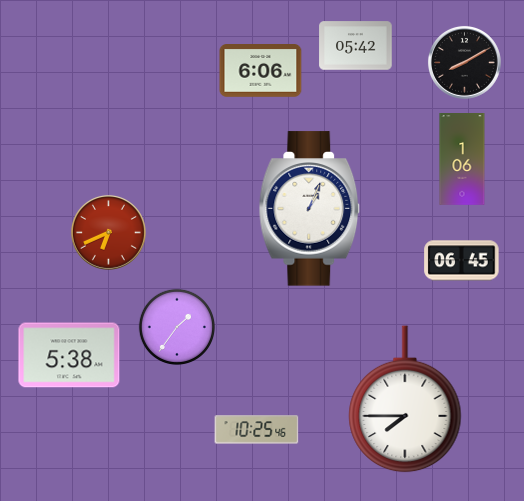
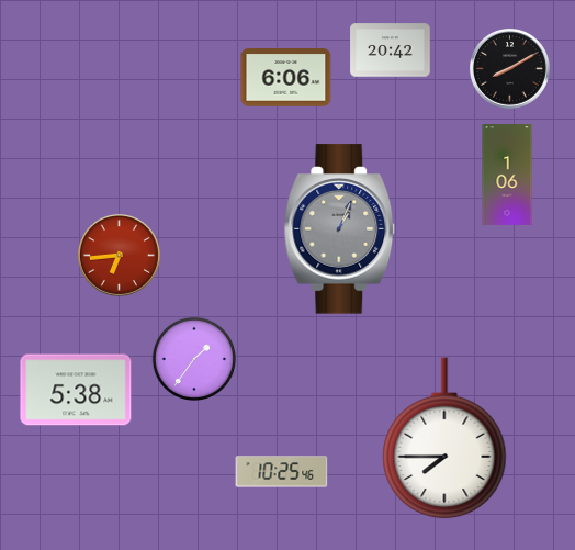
clock at (356, 46): 05:42 -> 20:42
clock at (310, 209) dial: white -> grey
clock at (109, 233): 6:41 -> 6:44
clock at (462, 261): 06:45 -> none
